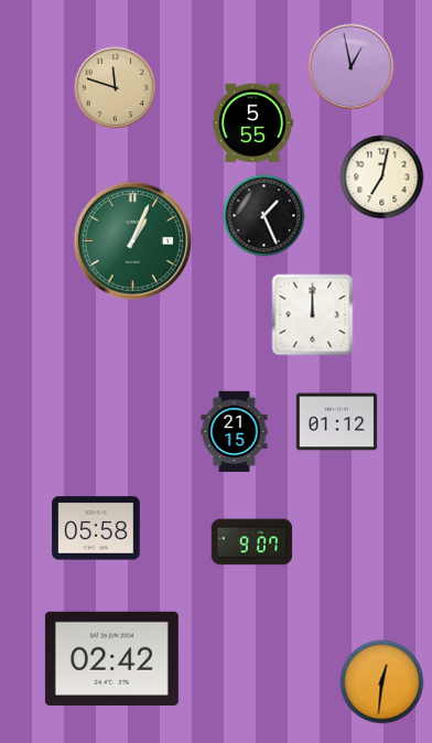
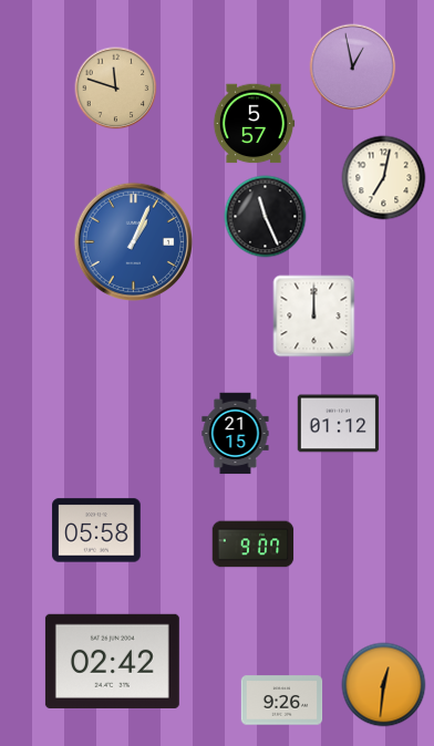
clock at (252, 123): 5:55 -> 5:57
clock at (264, 216): 1:26 -> 11:26
clock at (132, 240) dial: green -> blue
clock at (282, 701): none -> 9:26
